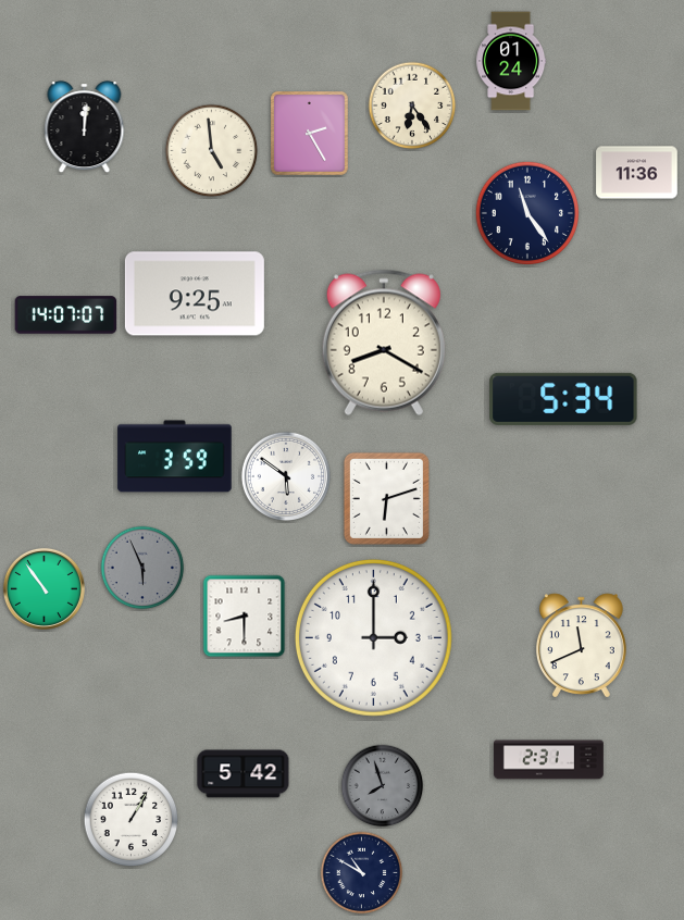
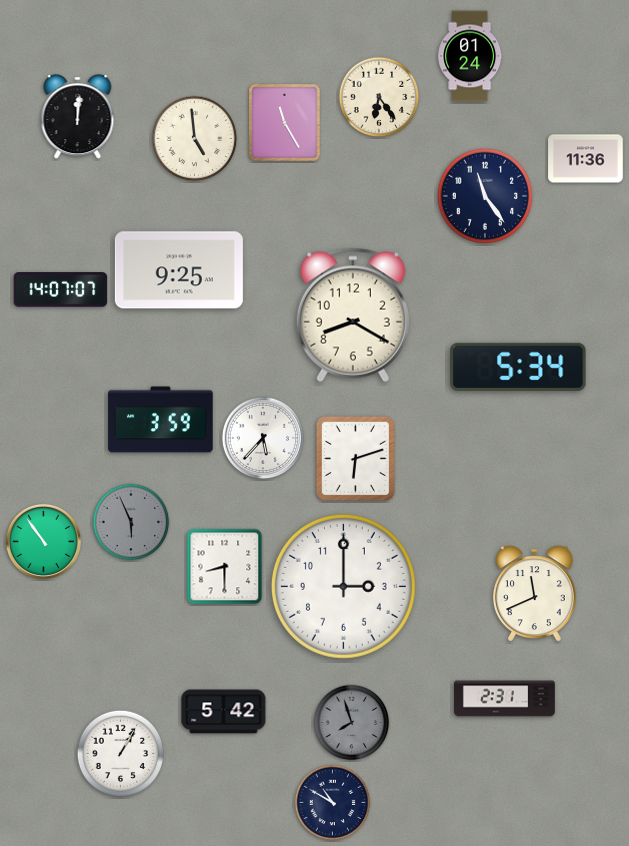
clock at (310, 134): 2:25 -> 11:25
clock at (285, 475): 5:51 -> 5:37
clock at (43, 588) position: (43, 588) -> (43, 541)
